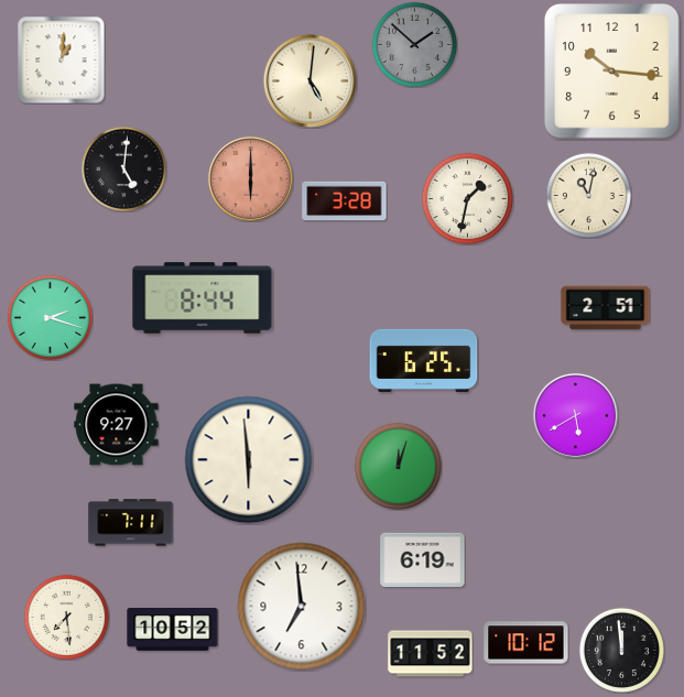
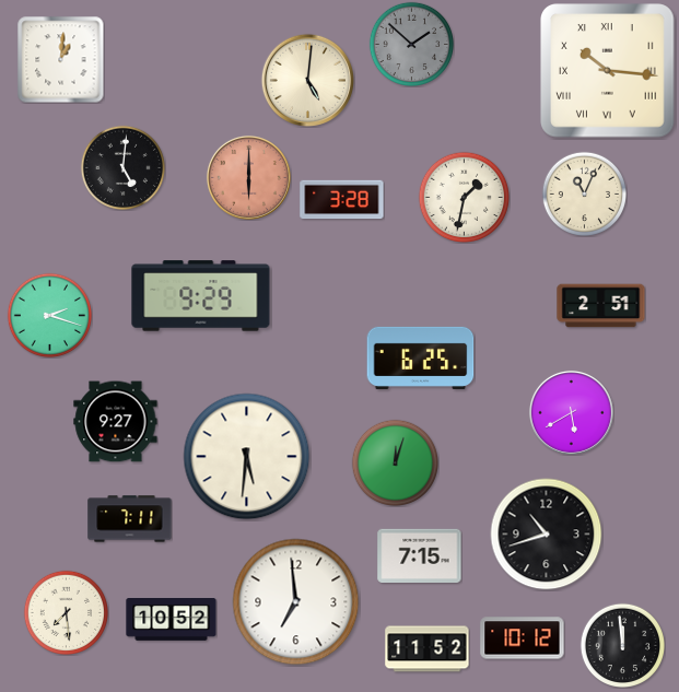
clock at (612, 72) numerals: Arabic -> Roman
clock at (588, 195): 11:02 -> 11:04
clock at (203, 298): 8:44 -> 9:29
clock at (249, 460): 5:59 -> 5:31
clock at (547, 535): none -> 10:42
clock at (423, 559): 6:19 -> 7:15
clock at (302, 607) position: (302, 607) -> (296, 602)
clock at (173, 630) position: (173, 630) -> (172, 620)
clock at (621, 650) position: (621, 650) -> (622, 645)
